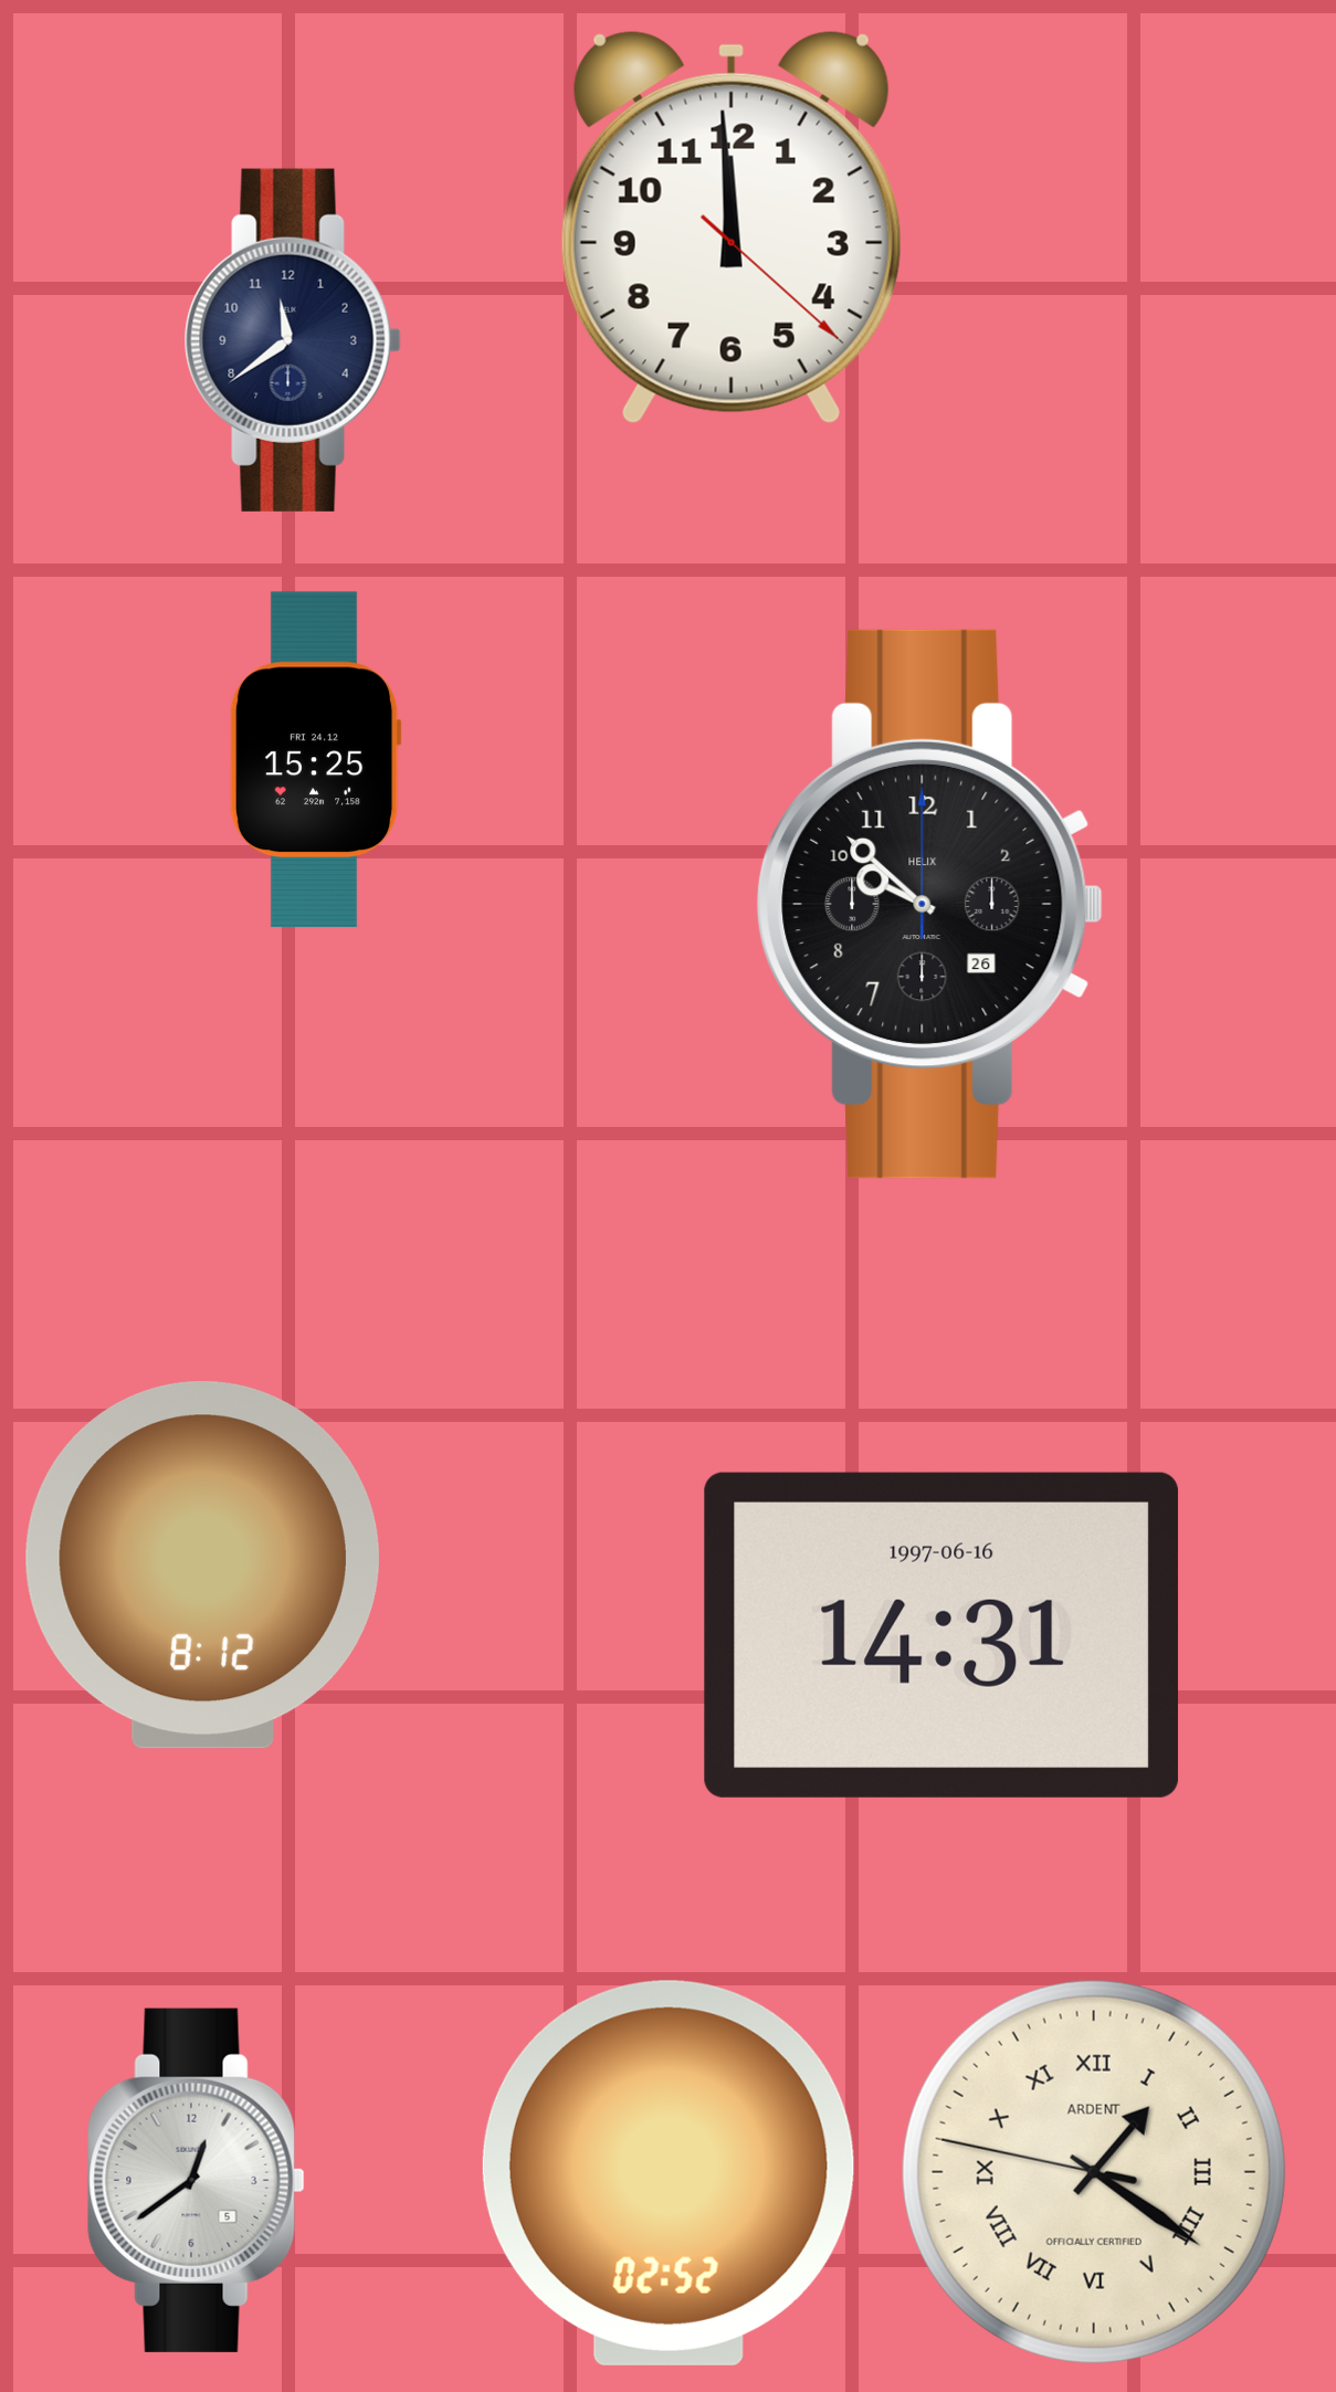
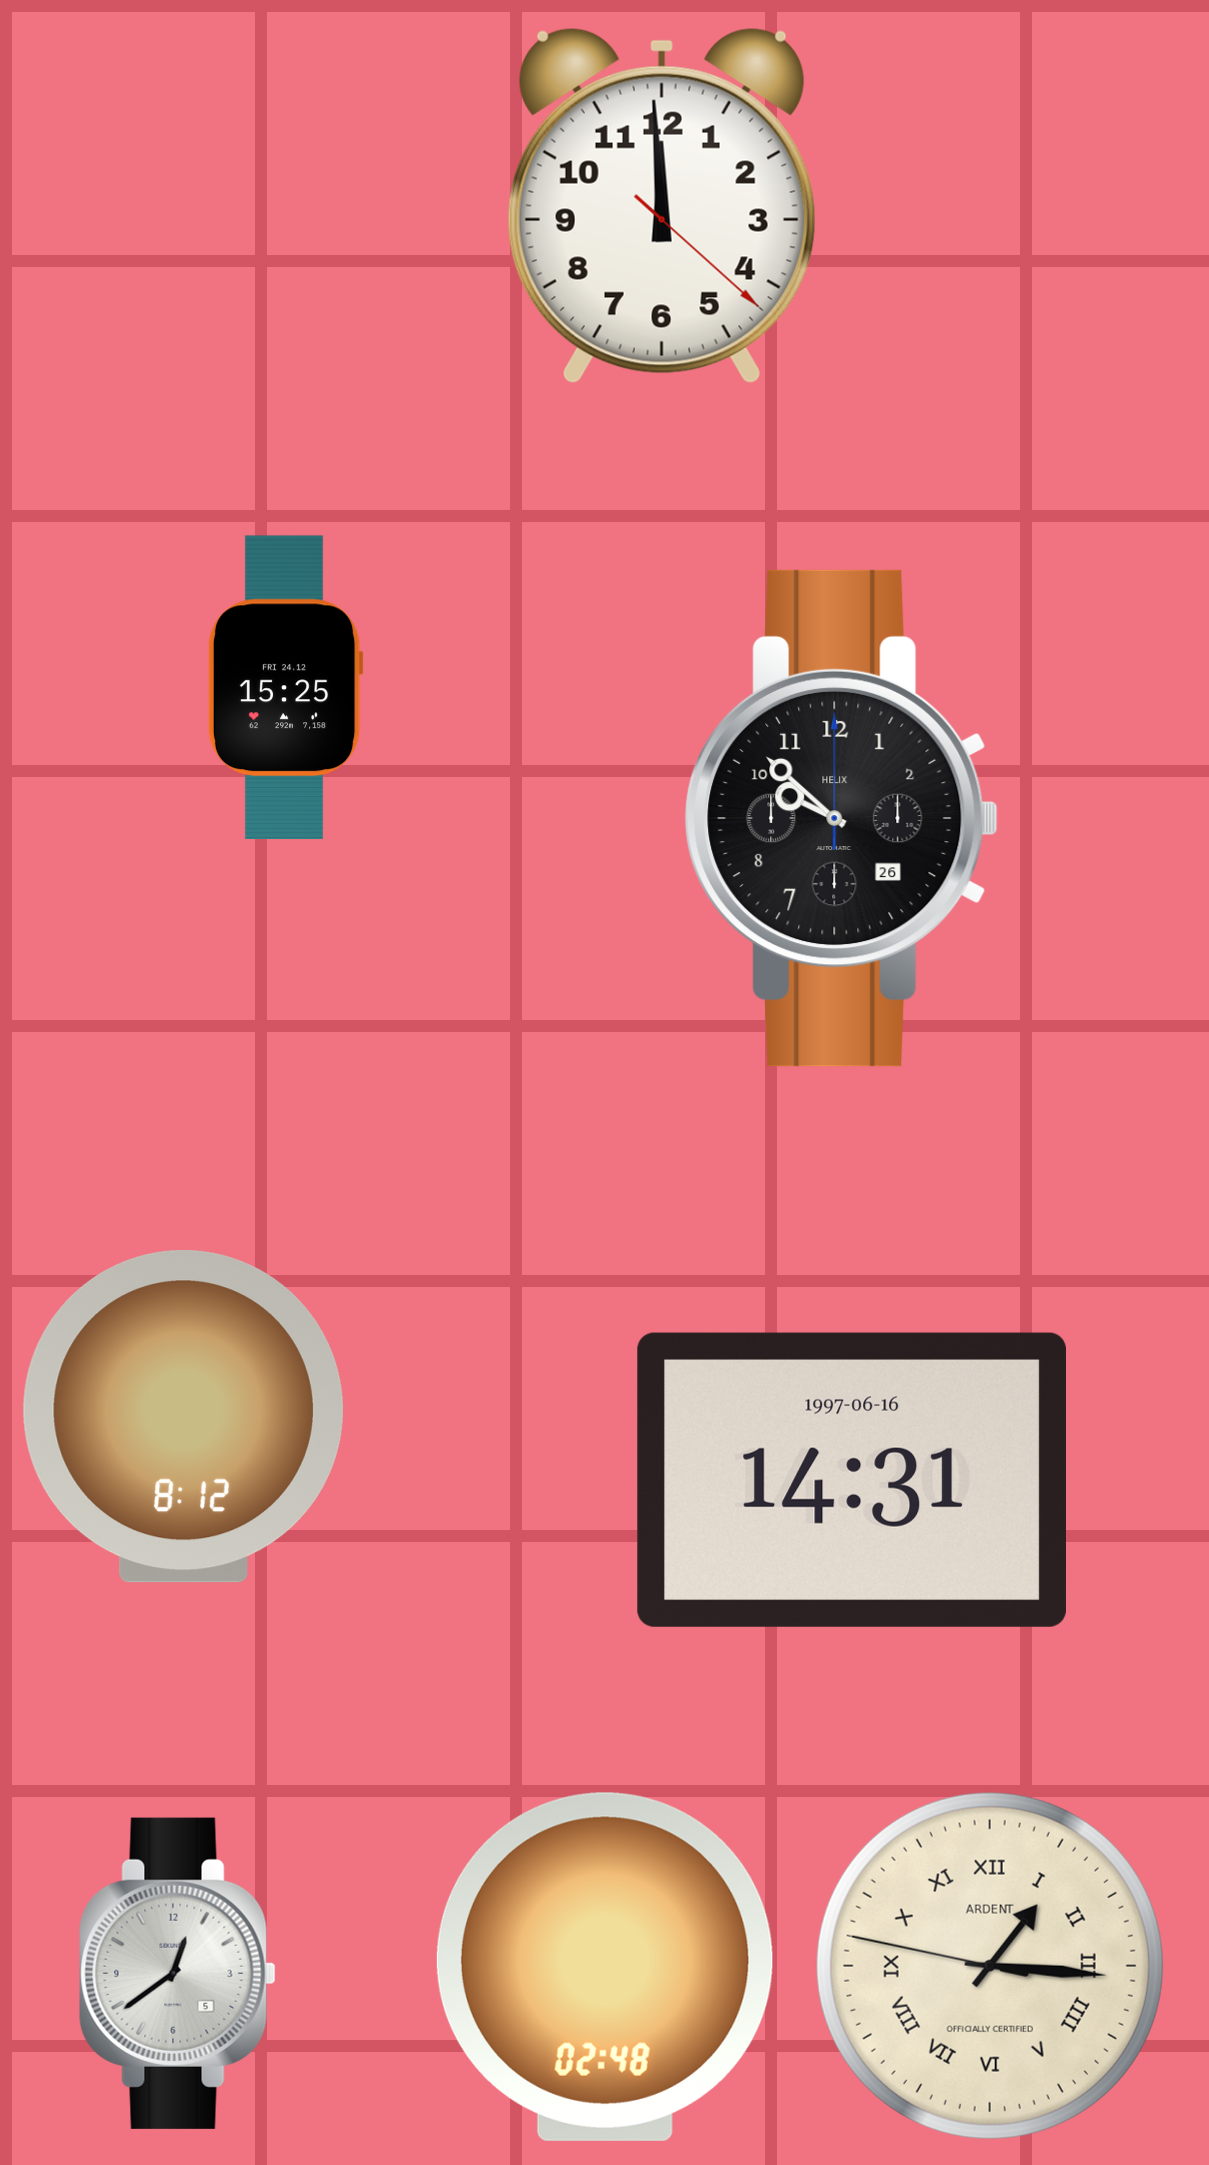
clock at (293, 340): 11:39 -> none
clock at (1094, 2172): 1:20 -> 1:15
clock at (669, 2173): 02:52 -> 02:48
